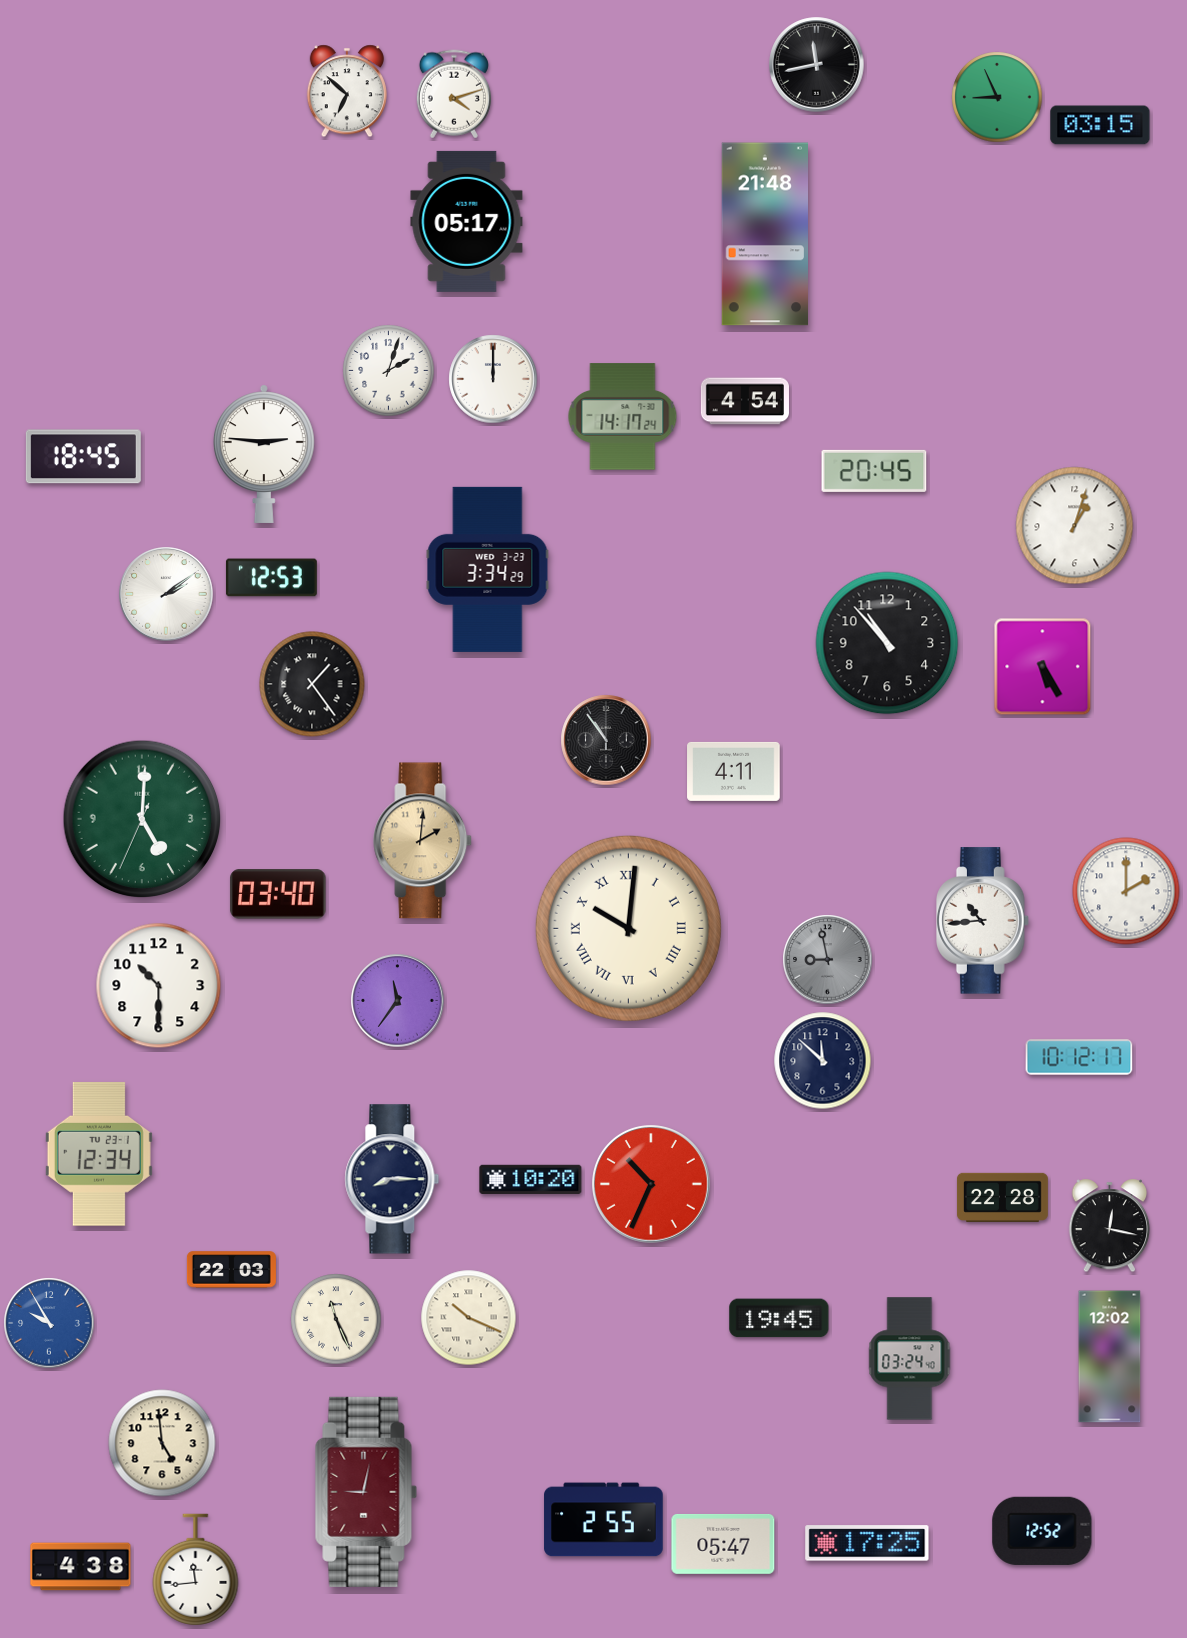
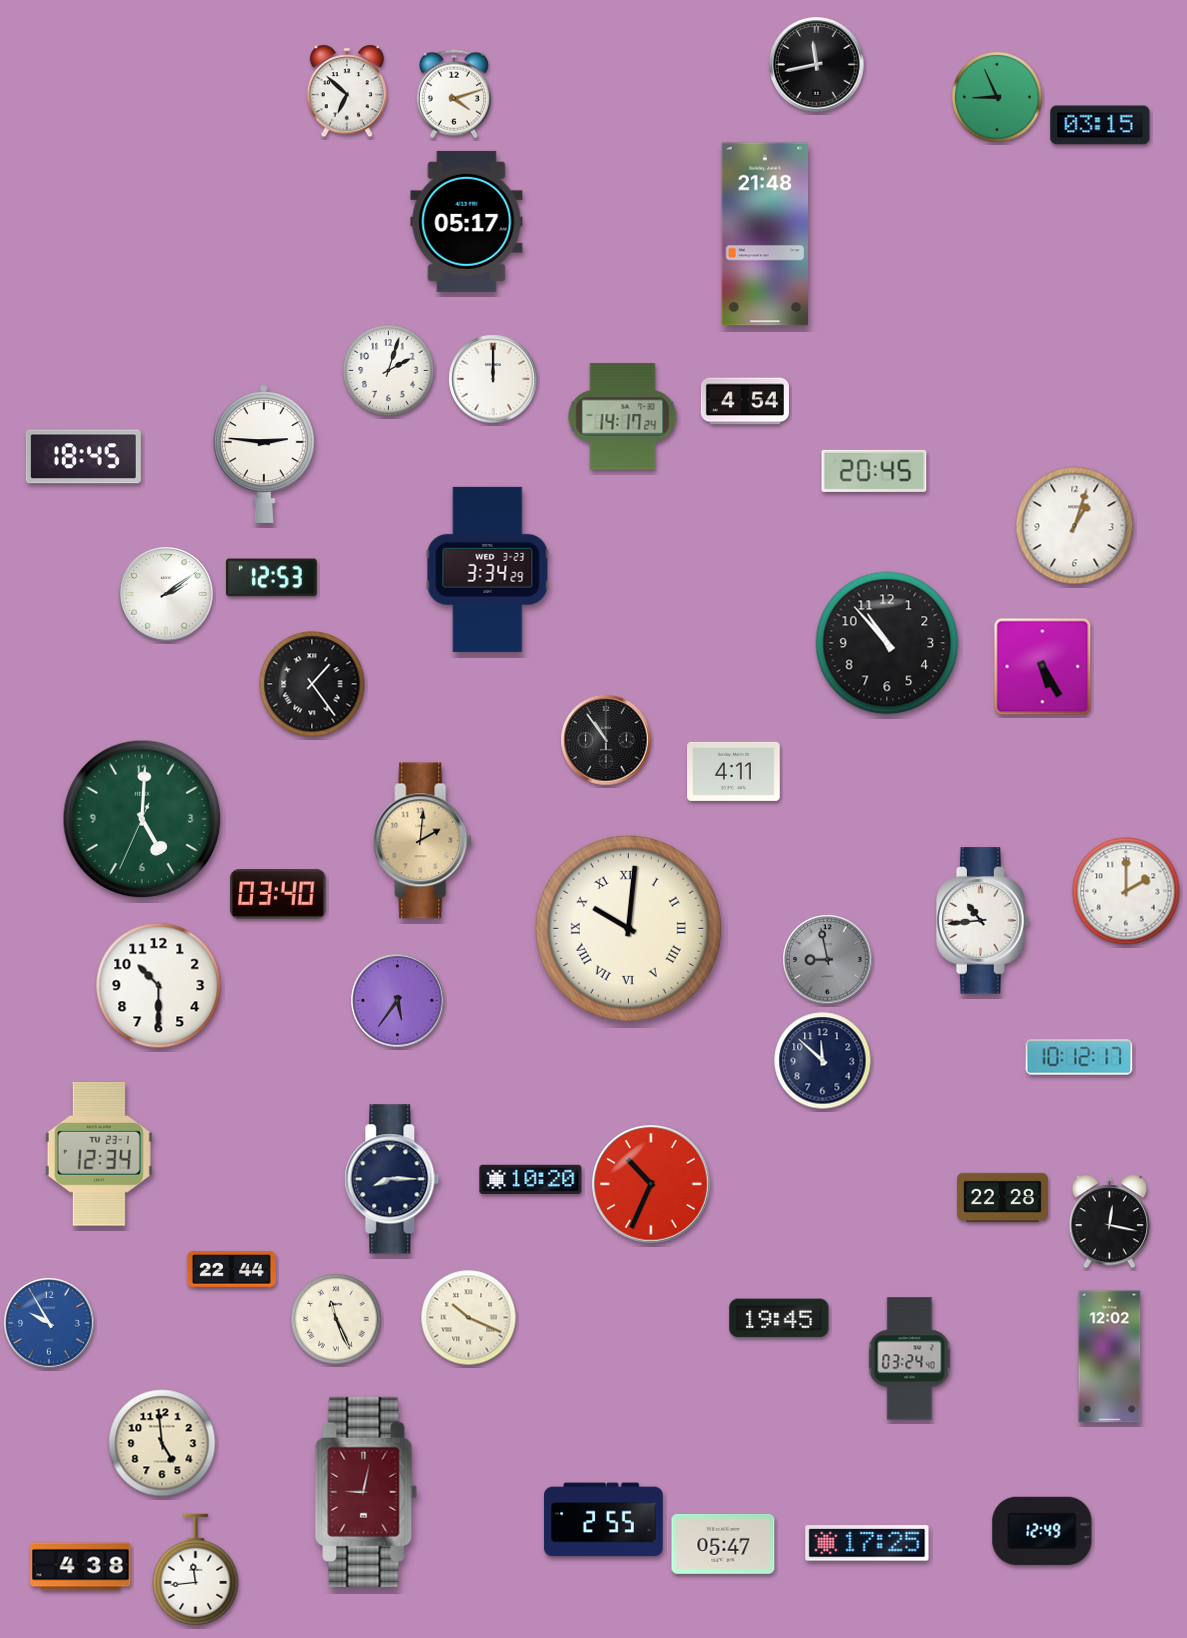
clock at (398, 1001): 11:36 -> 5:36
clock at (1110, 1226) position: (1110, 1226) -> (1110, 1222)
clock at (231, 1270): 22:03 -> 22:44
clock at (1042, 1531): 12:52 -> 12:49
